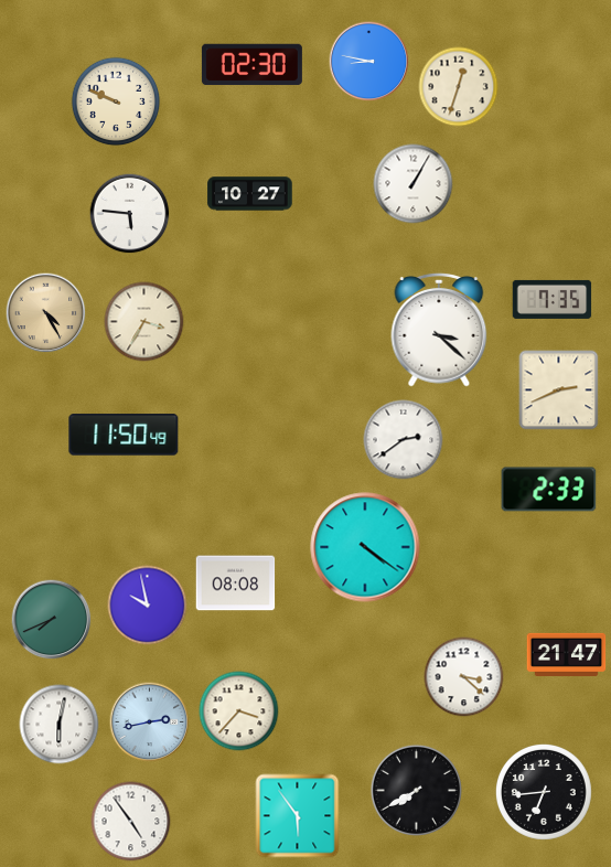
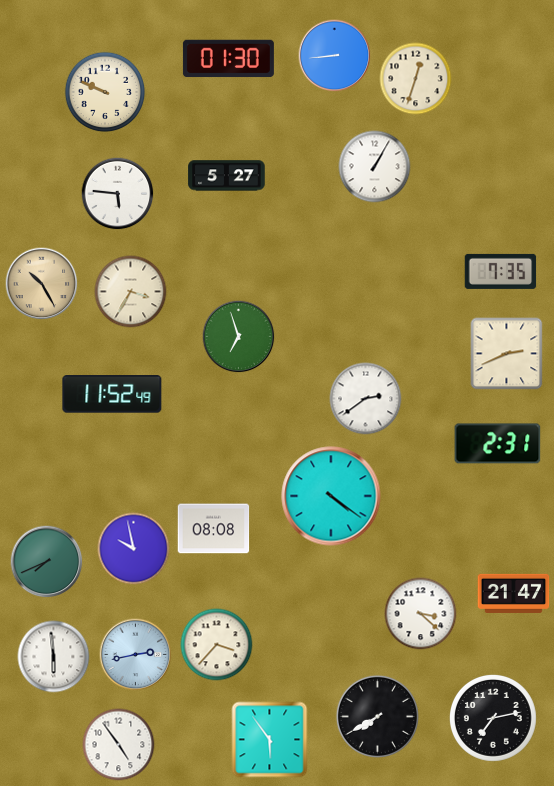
clock at (369, 62): 8:47 -> 8:44
clock at (251, 65): 02:30 -> 01:30
clock at (250, 194): 10:27 -> 5:27
clock at (46, 313): 4:25 -> 10:25
clock at (439, 330): 3:22 -> none
clock at (239, 337): none -> 6:57
clock at (124, 435): 11:50 -> 11:52
clock at (549, 490): 2:33 -> 2:31
clock at (60, 725): 6:02 -> 5:59
clock at (544, 792): 6:44 -> 7:13
